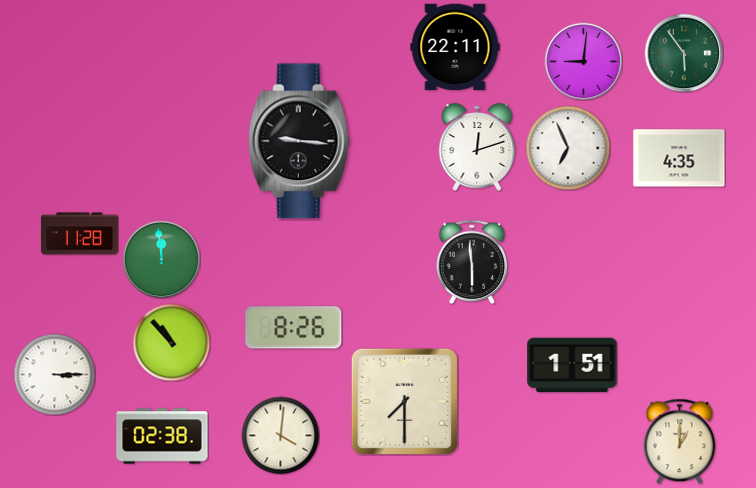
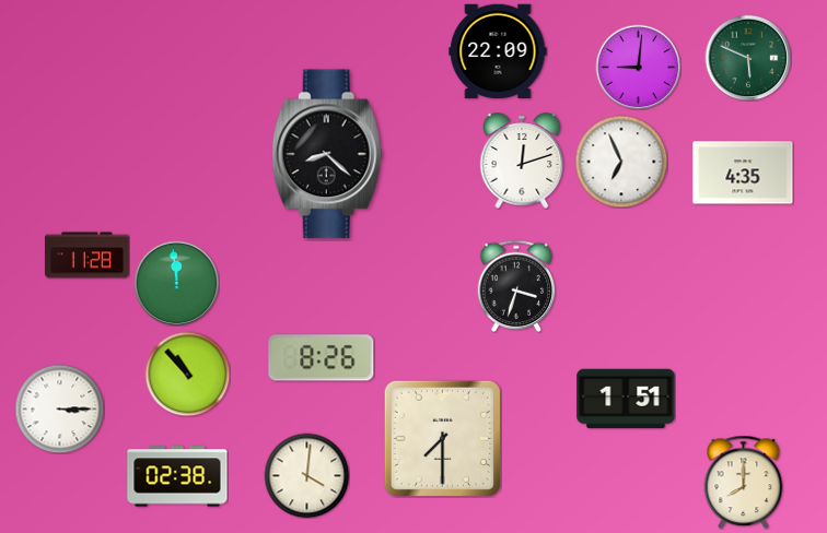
clock at (455, 47): 22:11 -> 22:09
clock at (684, 53): 5:54 -> 5:49
clock at (299, 141): 9:16 -> 8:22
clock at (472, 262): 5:59 -> 3:33
clock at (680, 441): 1:00 -> 8:00
